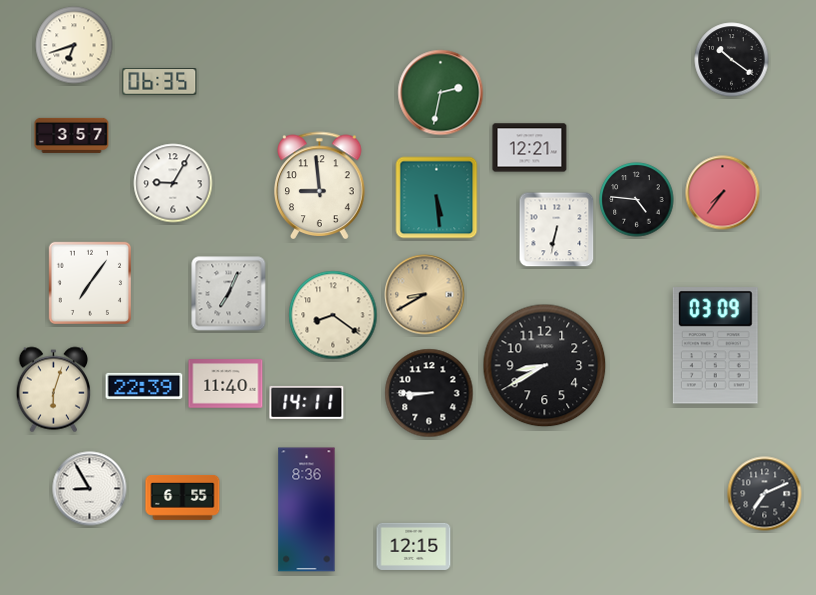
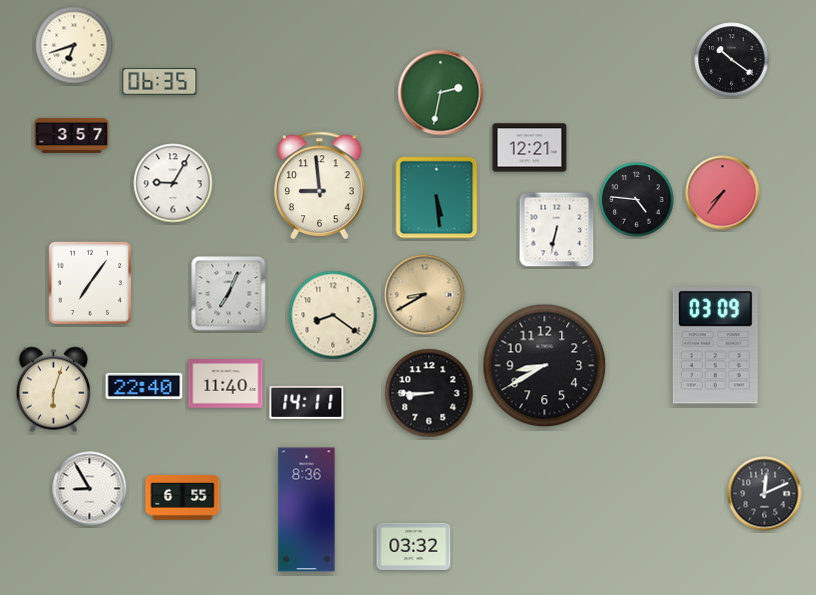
clock at (144, 386): 22:39 -> 22:40
clock at (765, 494): 7:11 -> 12:11
clock at (414, 546): 12:15 -> 03:32
